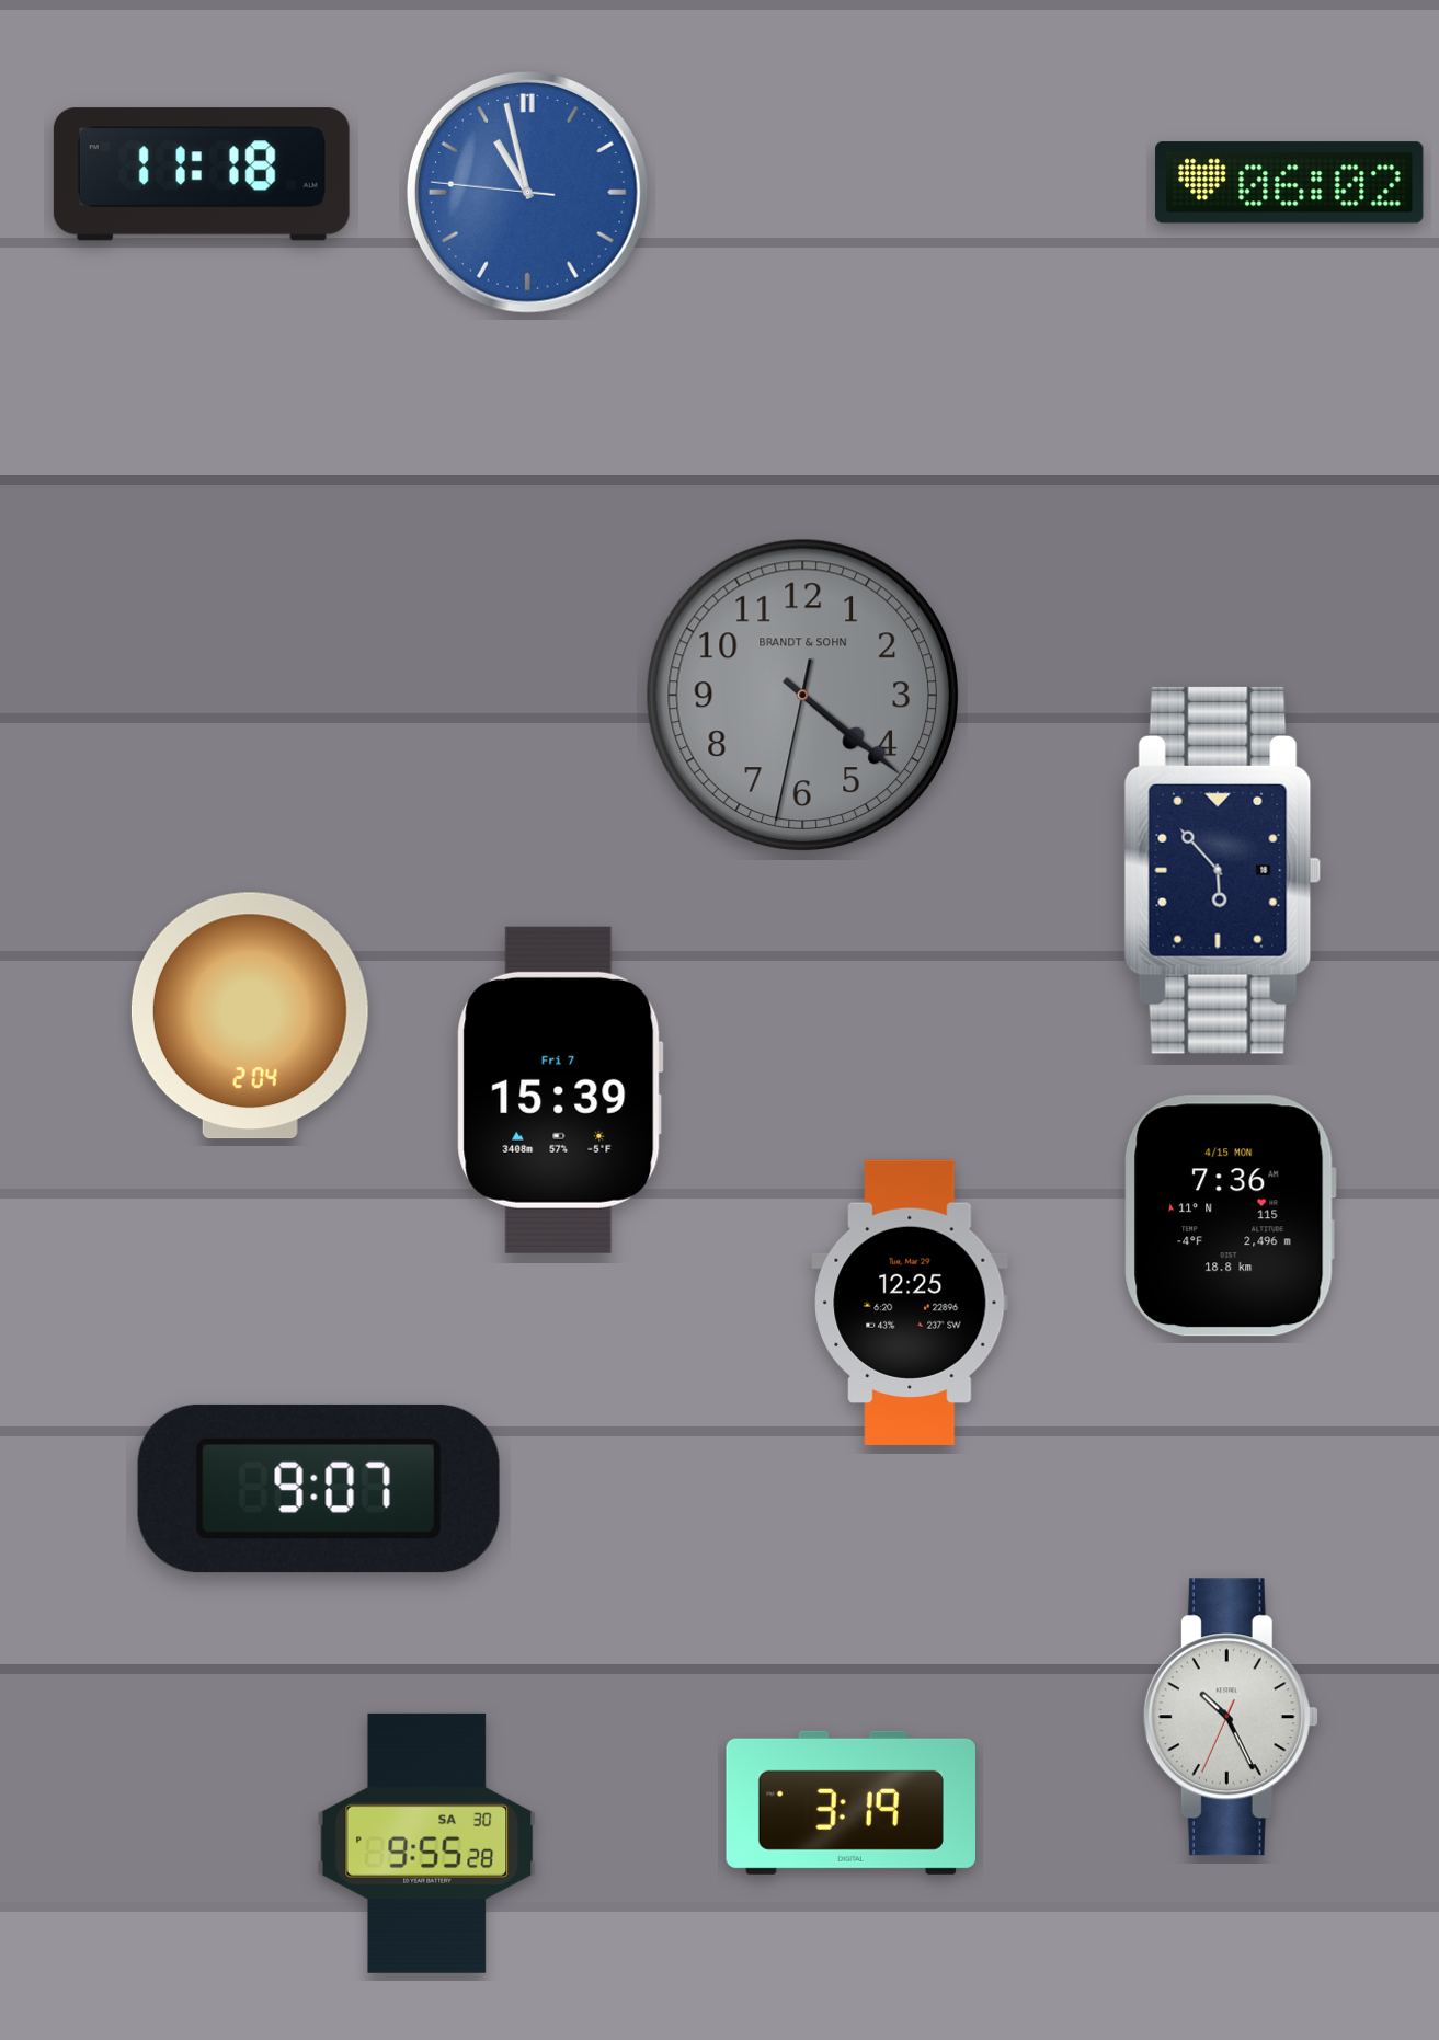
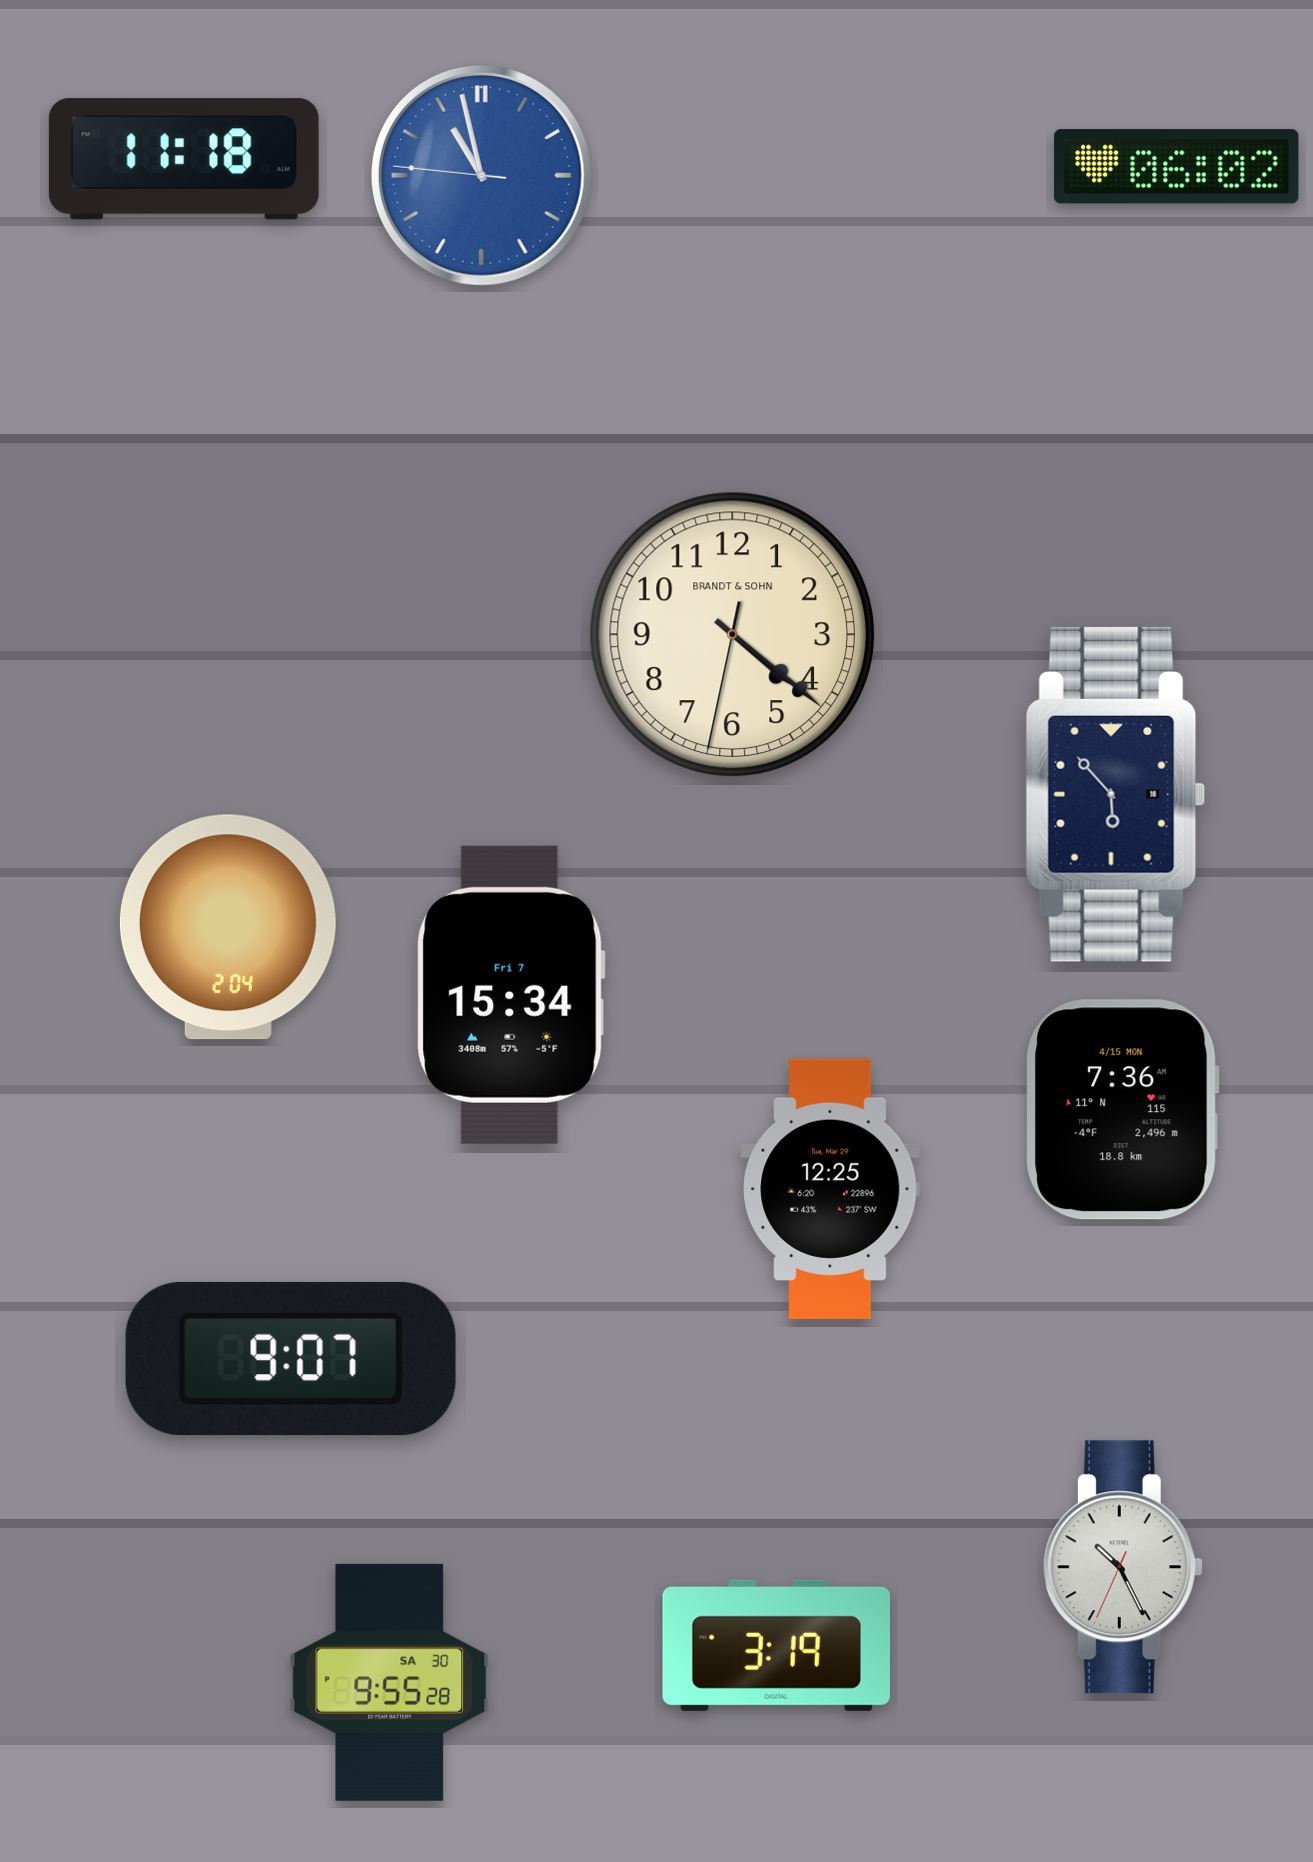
clock at (802, 695) dial: grey -> cream
clock at (560, 1090): 15:39 -> 15:34
